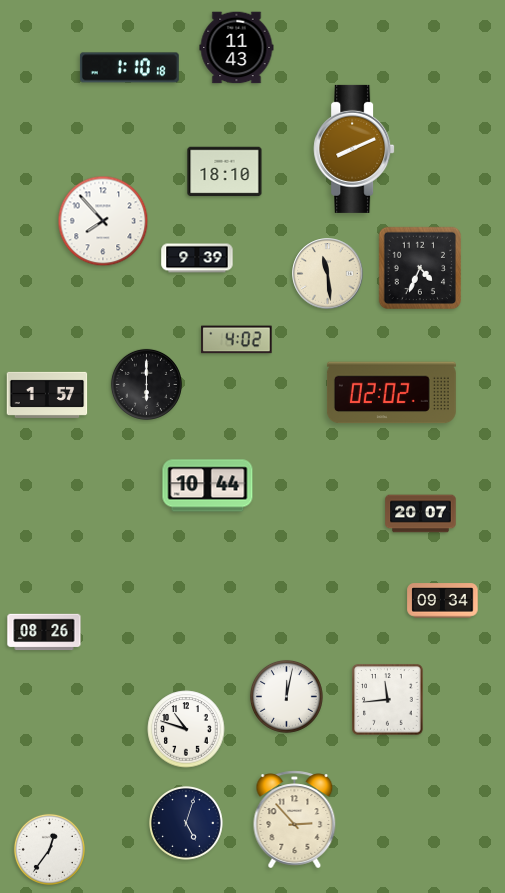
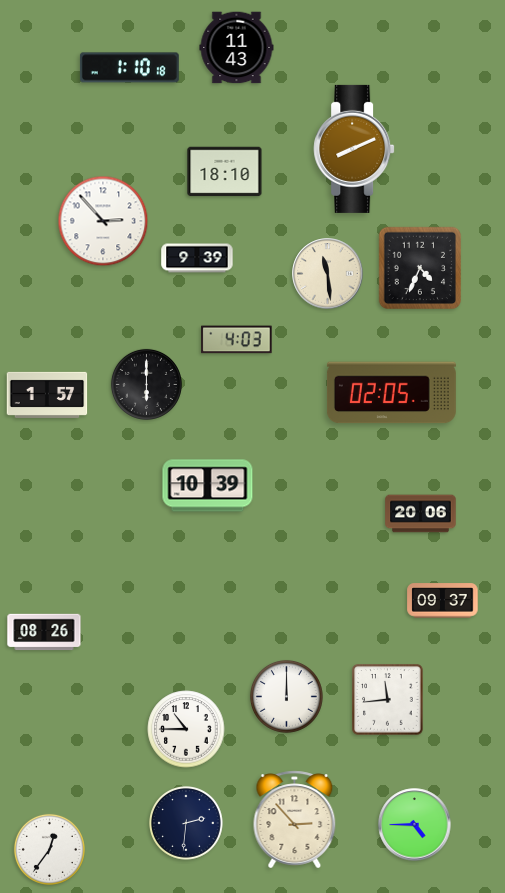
clock at (103, 221): 7:53 -> 2:53
clock at (237, 340): 4:02 -> 4:03
clock at (391, 393): 02:02 -> 02:05
clock at (208, 486): 10:44 -> 10:39
clock at (421, 514): 20:07 -> 20:06
clock at (443, 601): 09:34 -> 09:37
clock at (286, 696): 12:02 -> 12:00
clock at (186, 729): 10:48 -> 10:45
clock at (187, 824): 5:03 -> 2:31
clock at (415, 825): none -> 4:45
